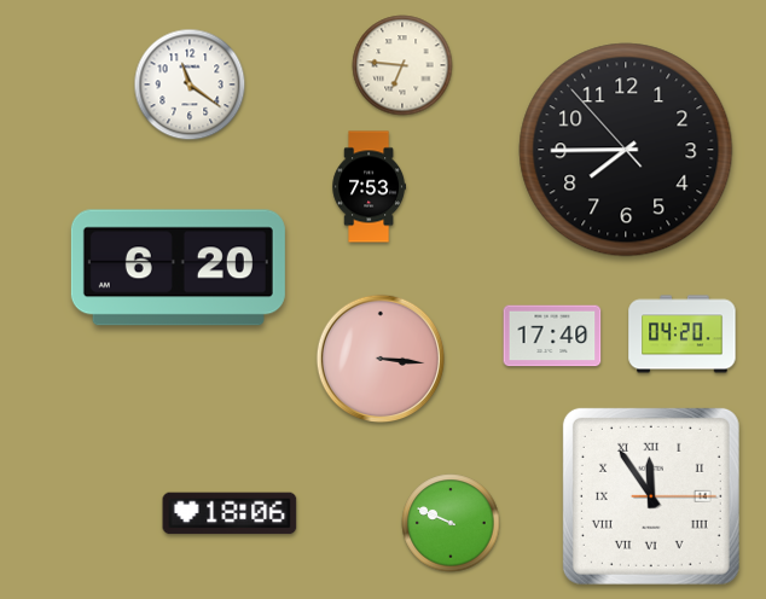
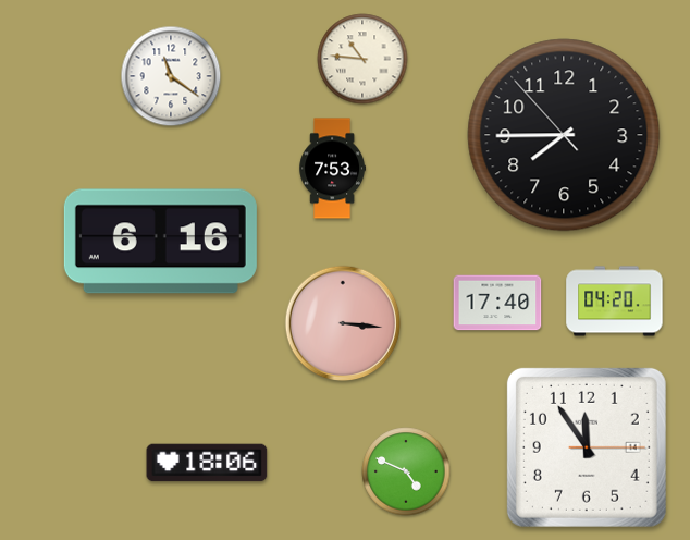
clock at (402, 65): 6:46 -> 10:46
clock at (178, 268): 6:20 -> 6:16
clock at (651, 496) numerals: Roman -> Arabic
clock at (451, 523): 9:49 -> 4:49
